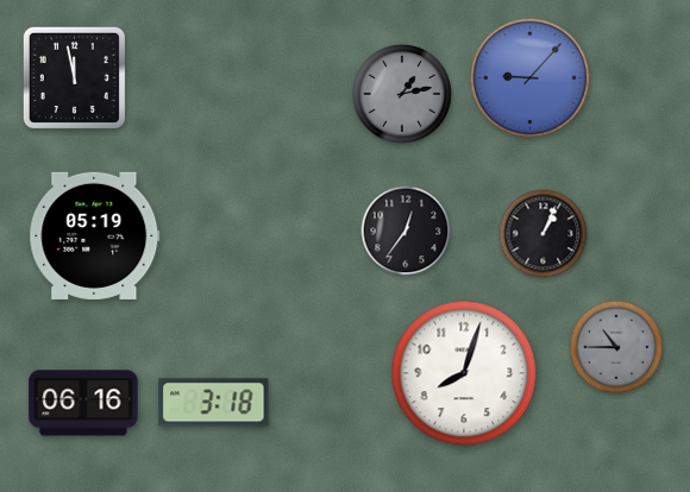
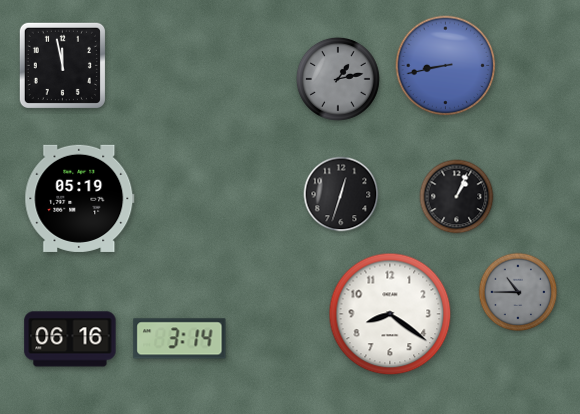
clock at (531, 78): 9:07 -> 8:43
clock at (406, 231): 12:36 -> 12:33
clock at (464, 373): 8:03 -> 8:21
clock at (214, 403): 3:18 -> 3:14
